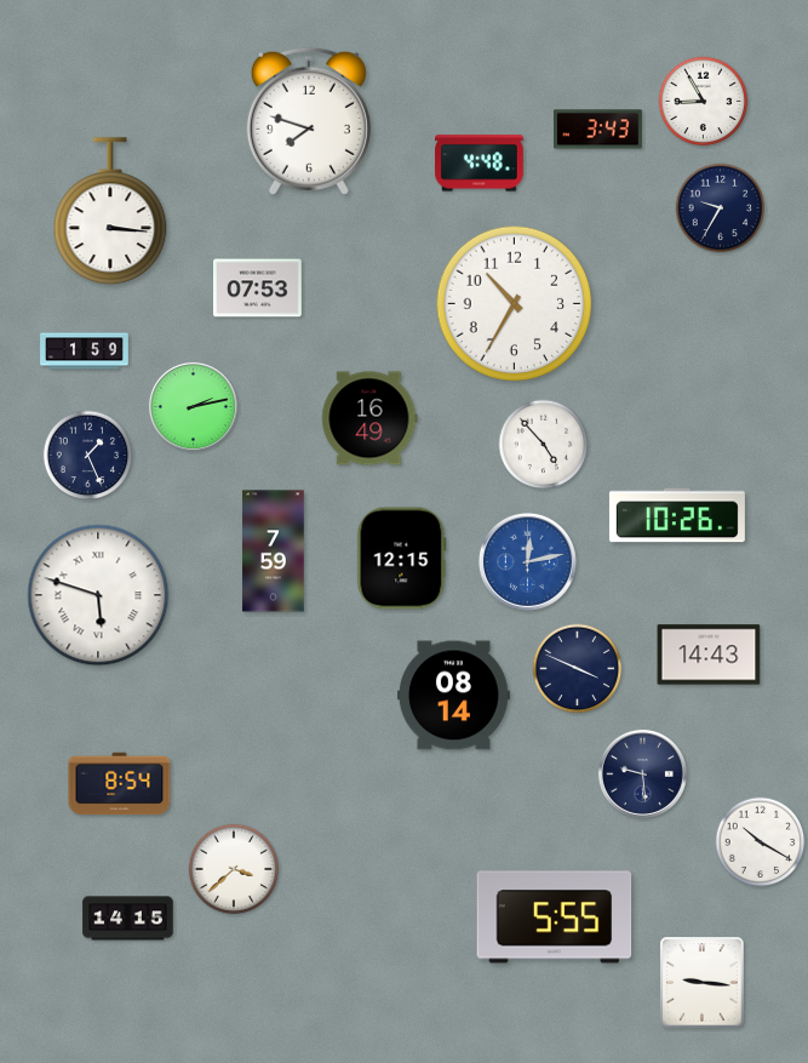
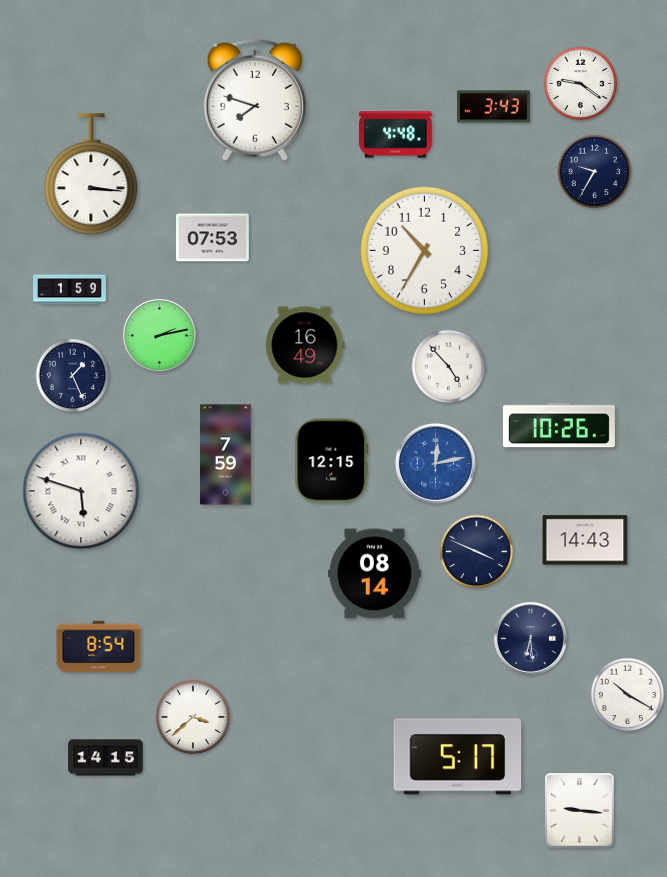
clock at (704, 102): 8:55 -> 9:21
clock at (642, 773): 9:29 -> 6:29
clock at (555, 918): 5:55 -> 5:17
